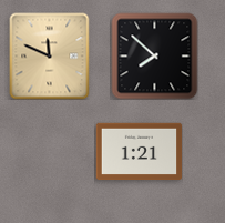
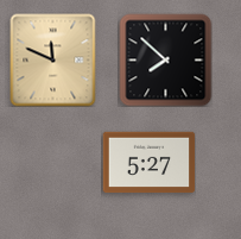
clock at (139, 152): 1:21 -> 5:27
